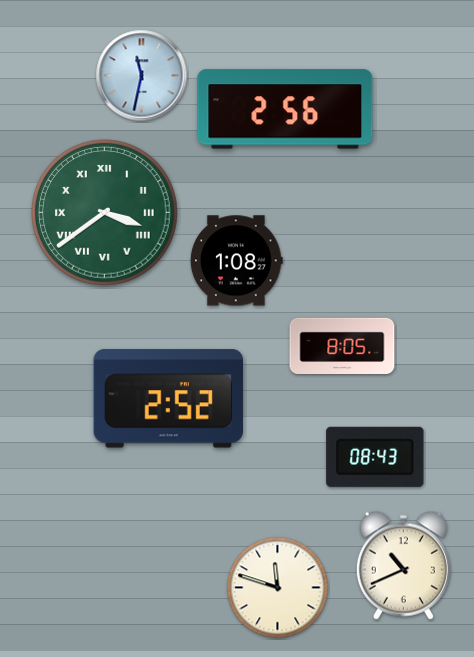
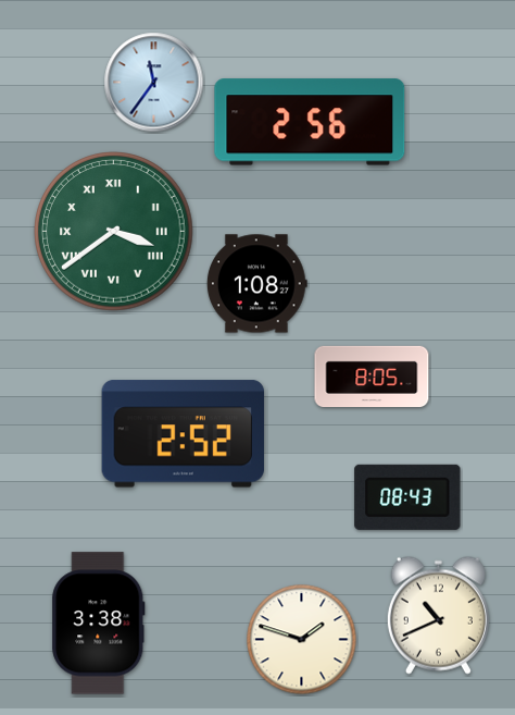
clock at (142, 76): 11:32 -> 11:36
clock at (285, 109) position: (285, 109) -> (310, 122)
clock at (99, 624): none -> 3:38
clock at (278, 588): 11:48 -> 1:48
